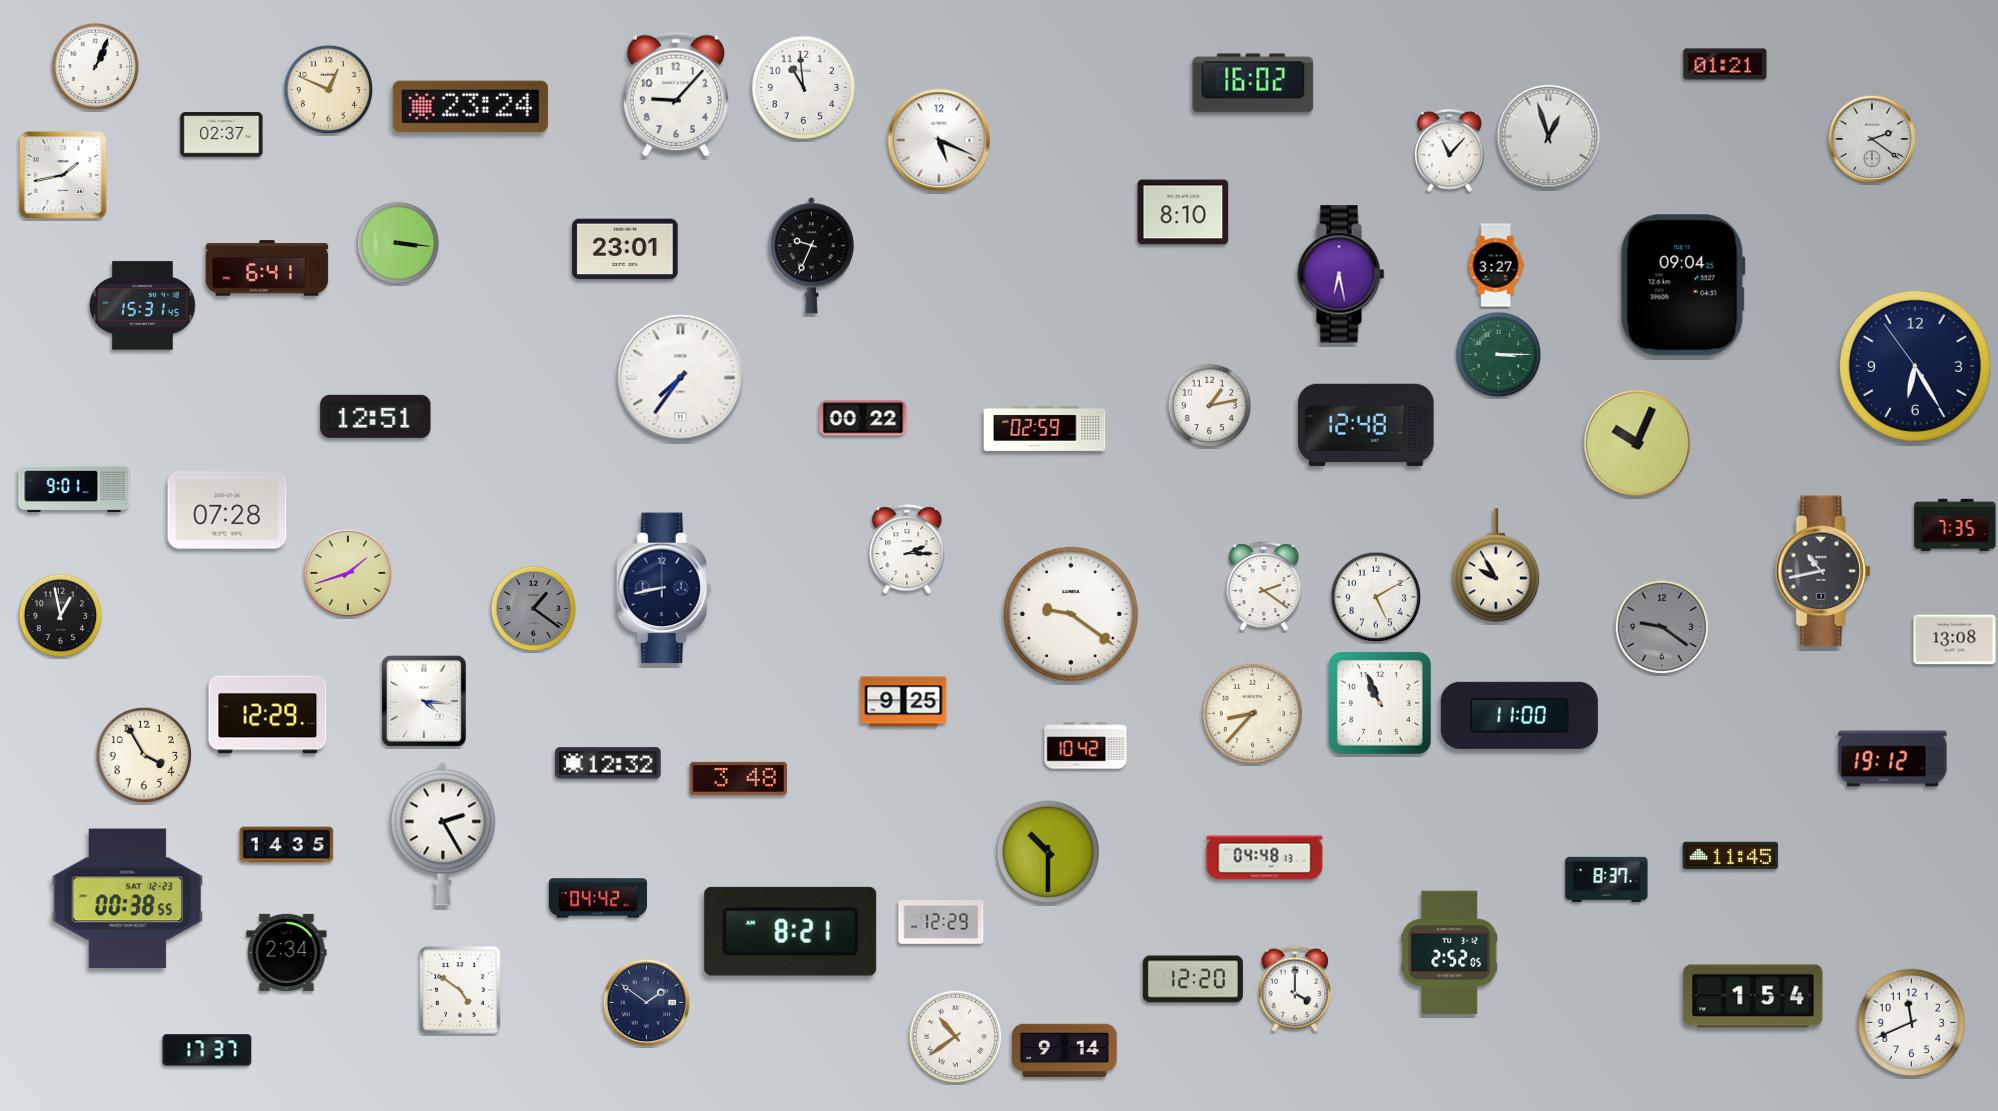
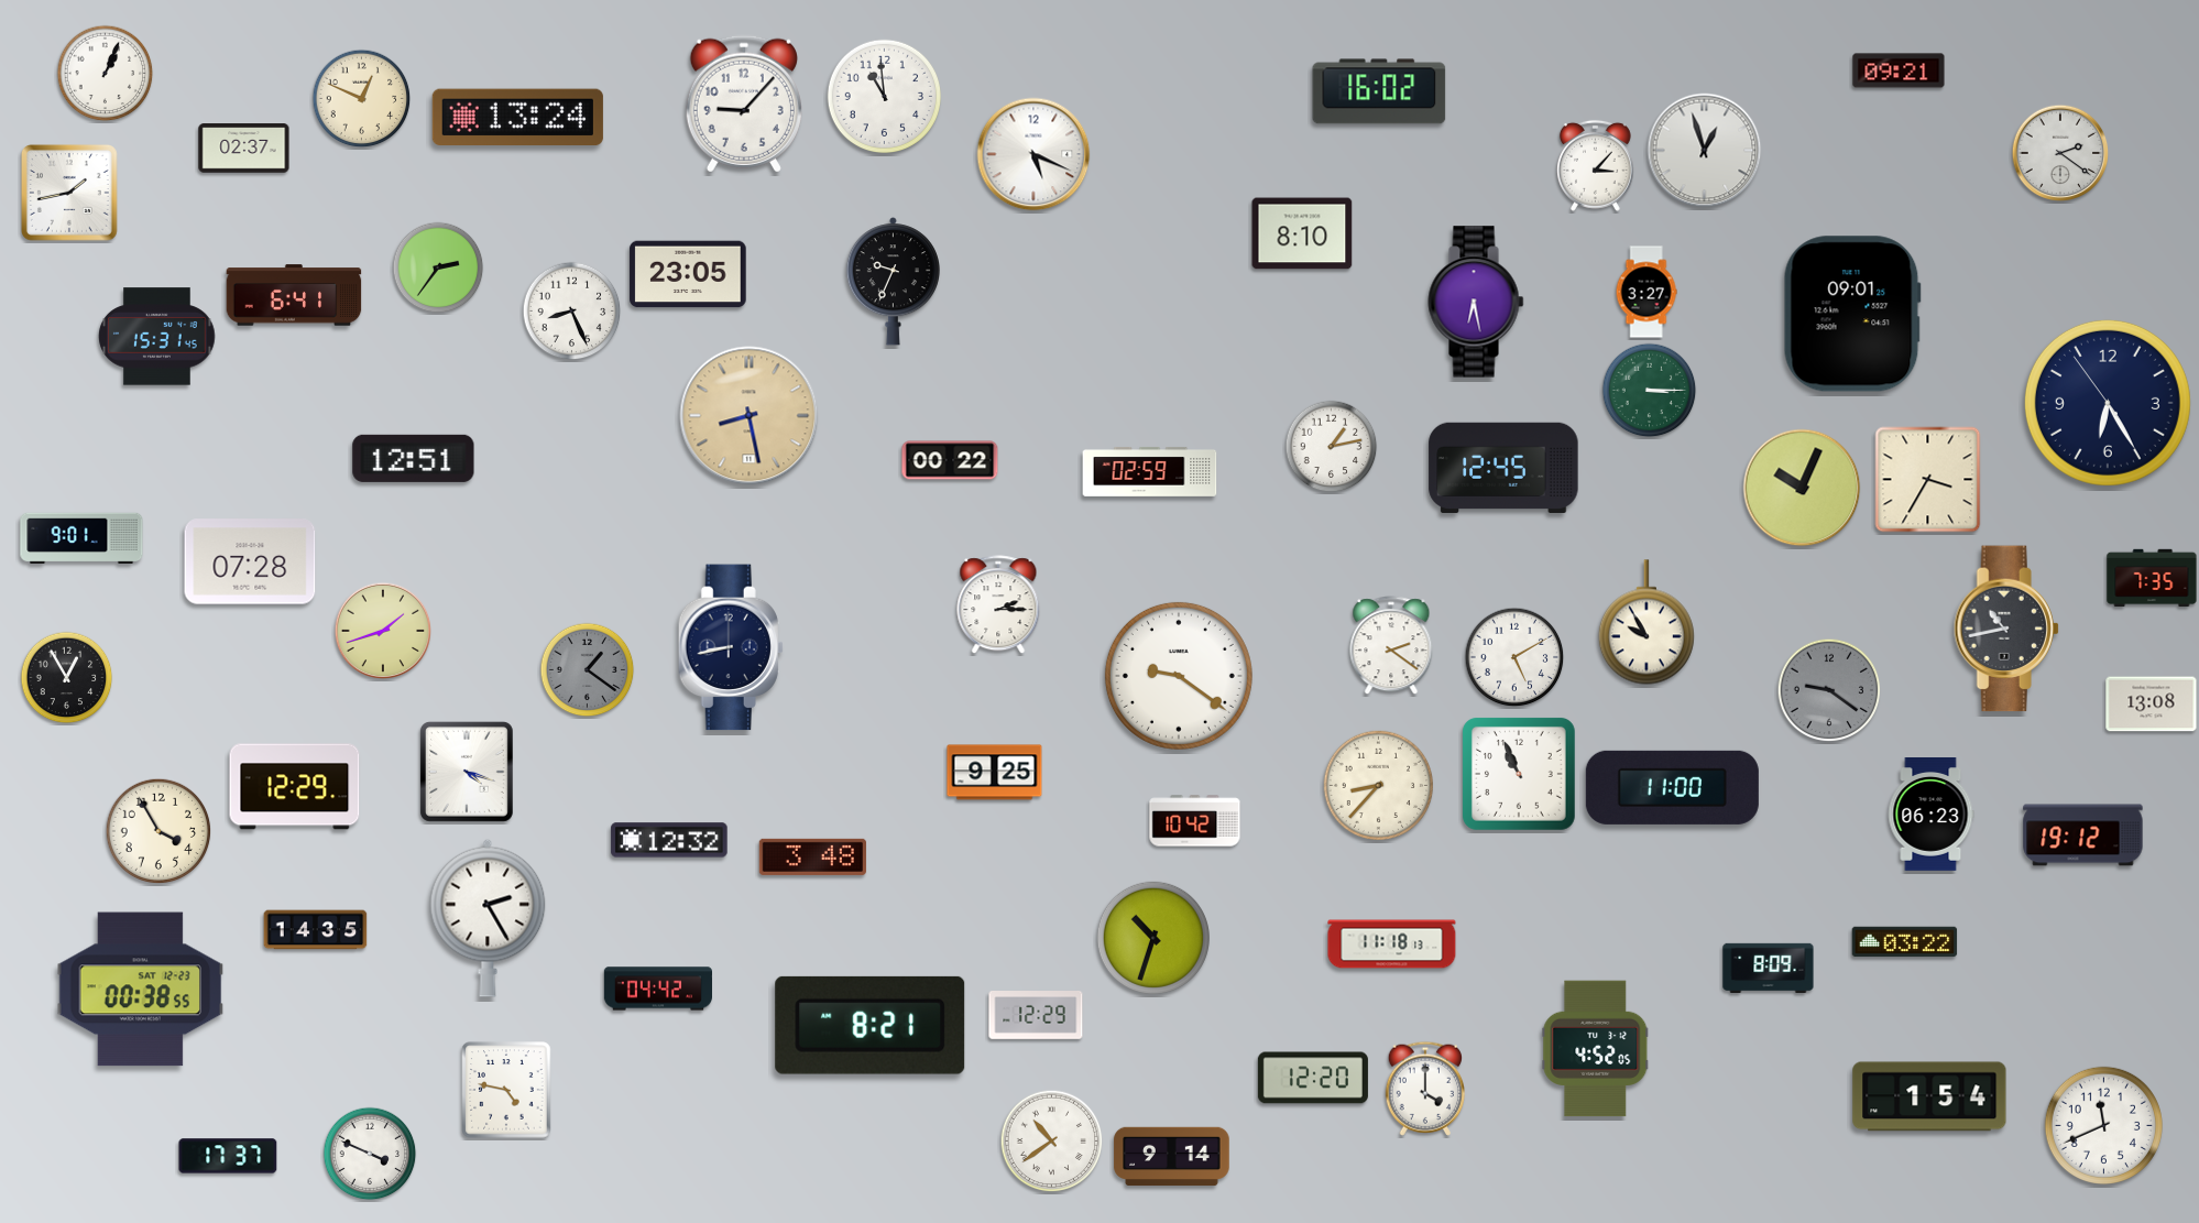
clock at (1725, 64): 01:21 -> 09:21
clock at (470, 107): 23:24 -> 13:24
clock at (1449, 150): 11:07 -> 3:07
clock at (398, 243): 3:16 -> 2:36
clock at (625, 249): 23:01 -> 23:05
clock at (572, 312): none -> 8:26
clock at (1683, 285): 09:04 -> 09:01
clock at (681, 378): 7:36 -> 8:28
clock at (681, 378) dial: white -> champagne
clock at (1366, 425): 12:48 -> 12:45
clock at (1928, 480): none -> 3:35
clock at (61, 616): 12:58 -> 12:55
clock at (424, 701): 4:16 -> 4:18
clock at (1930, 815): none -> 06:23
clock at (1047, 851): 10:30 -> 10:33
clock at (1731, 856): 11:45 -> 03:22
clock at (1265, 858): 04:48 -> 11:18
clock at (1607, 879): 8:37 -> 8:09
clock at (287, 952): 2:34 -> none
clock at (1450, 953): 2:52 -> 4:52
clock at (460, 990): 4:51 -> 4:47
clock at (647, 1003): 1:51 -> none
clock at (370, 1154): none -> 3:49
